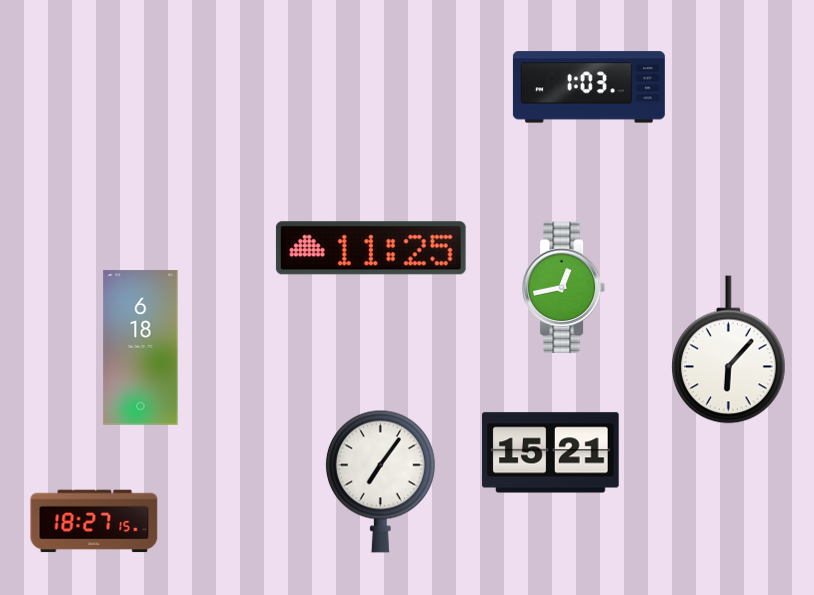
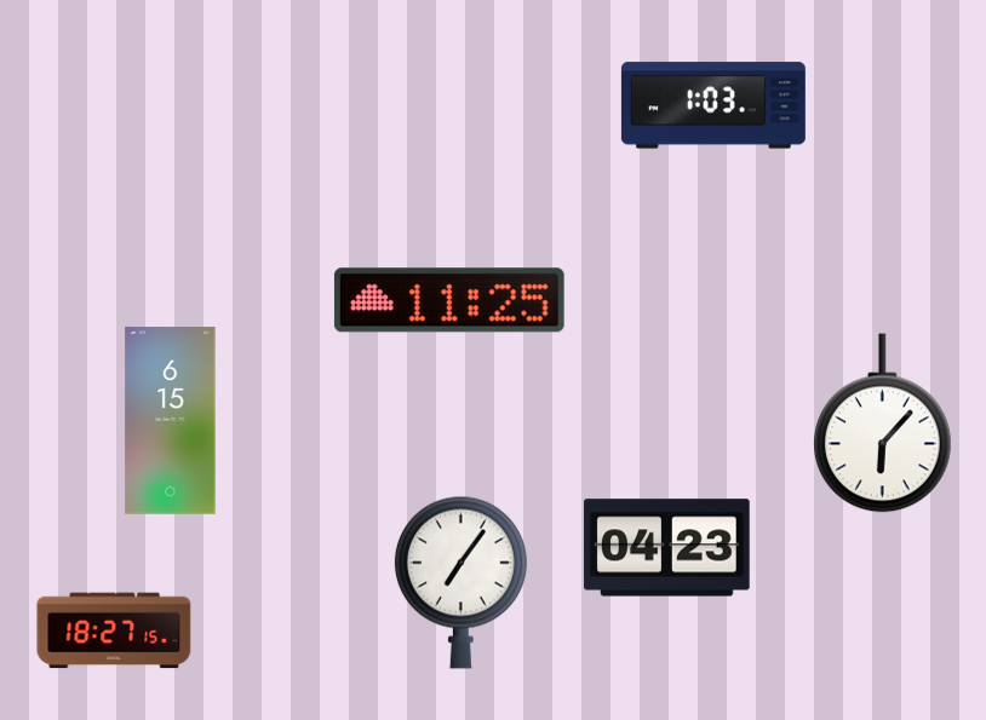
clock at (565, 287): 12:43 -> none
clock at (141, 348): 6:18 -> 6:15
clock at (551, 453): 15:21 -> 04:23
